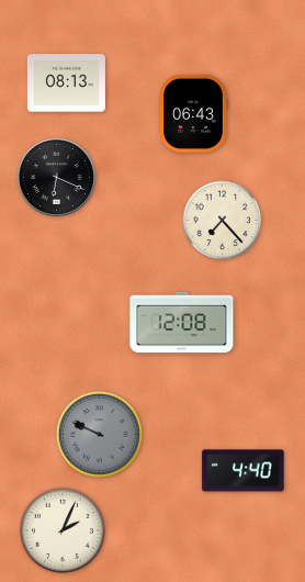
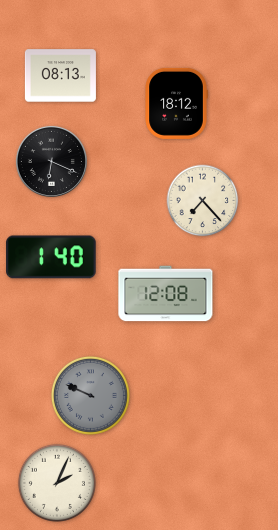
clock at (193, 113): 06:43 -> 18:12
clock at (51, 257): none -> 1:40
clock at (244, 471): 4:40 -> none
